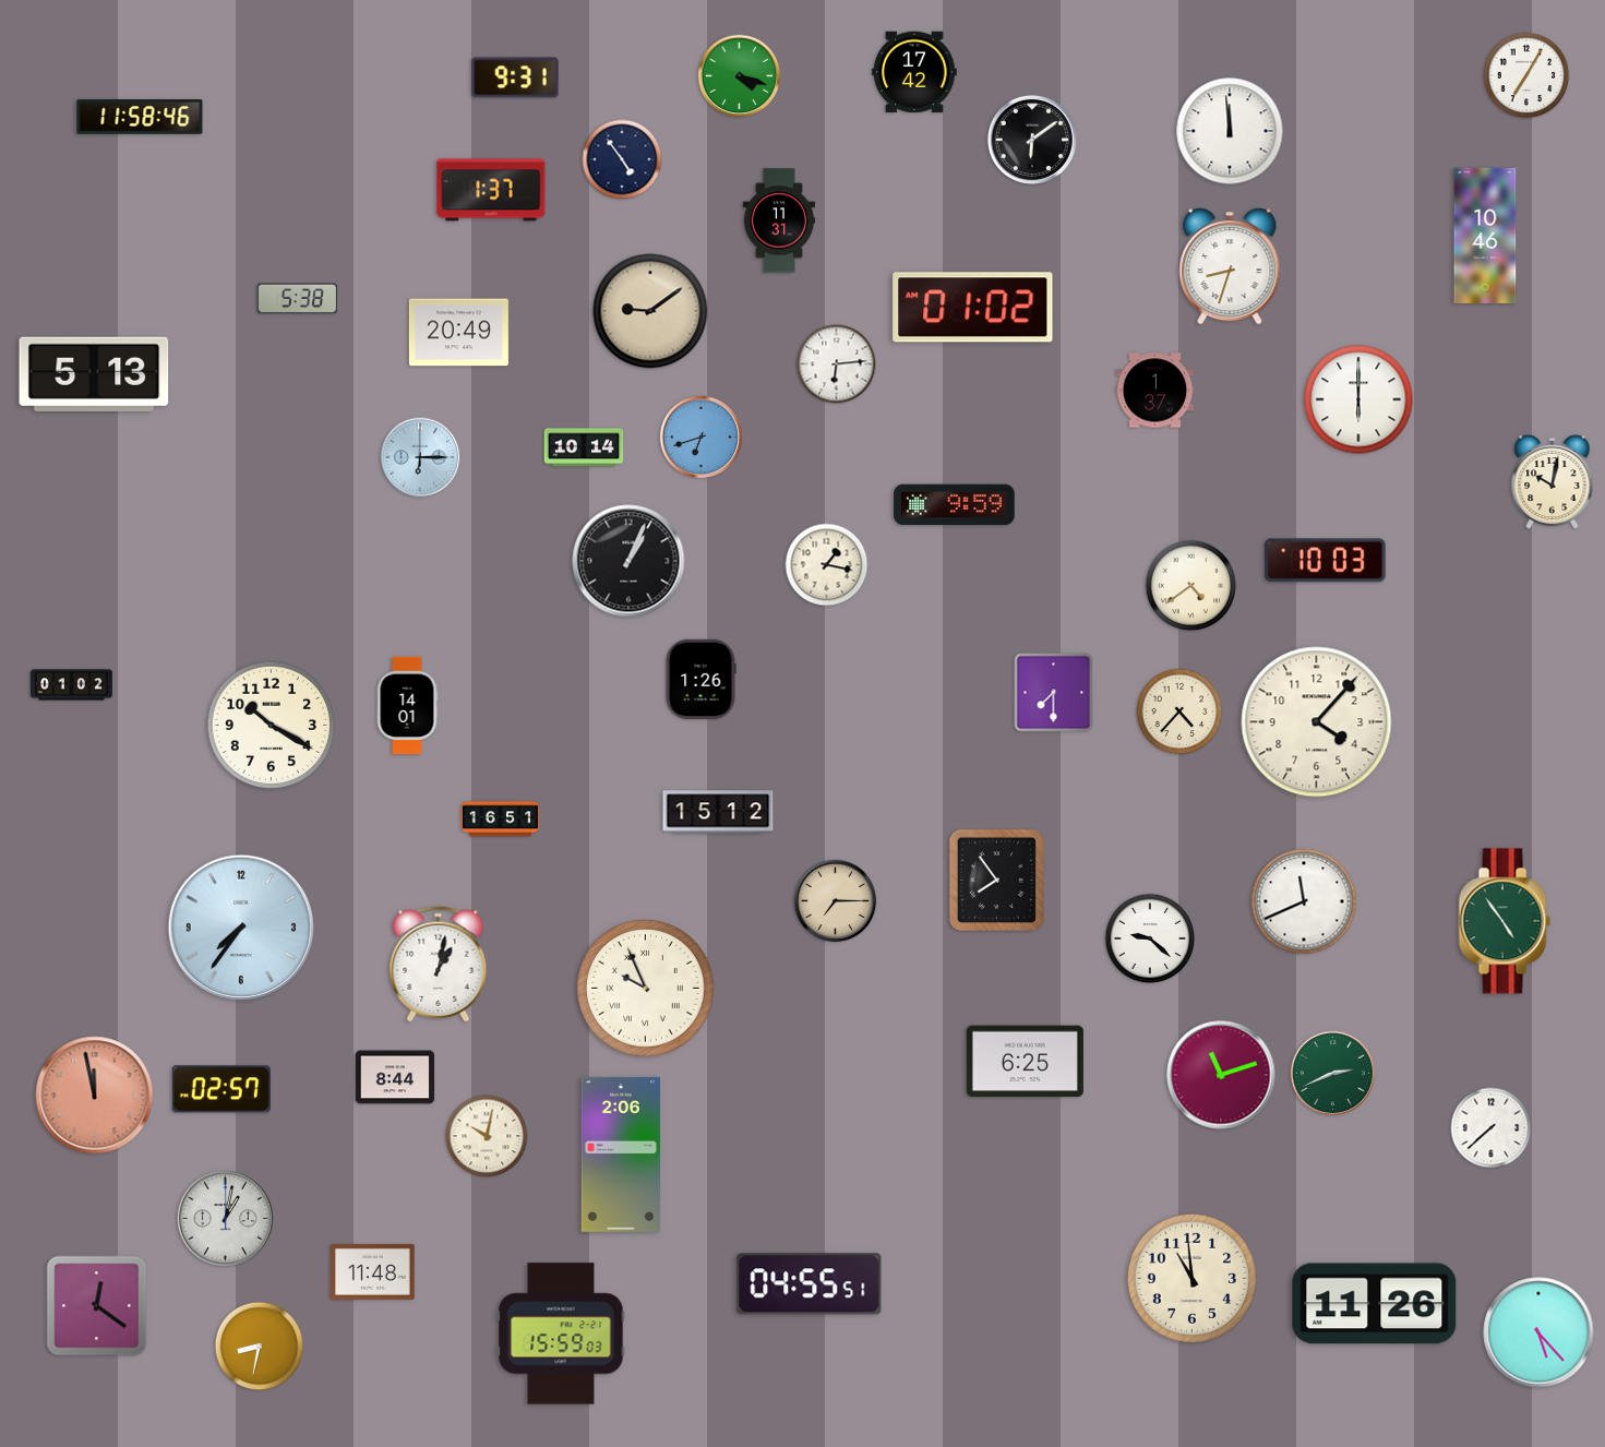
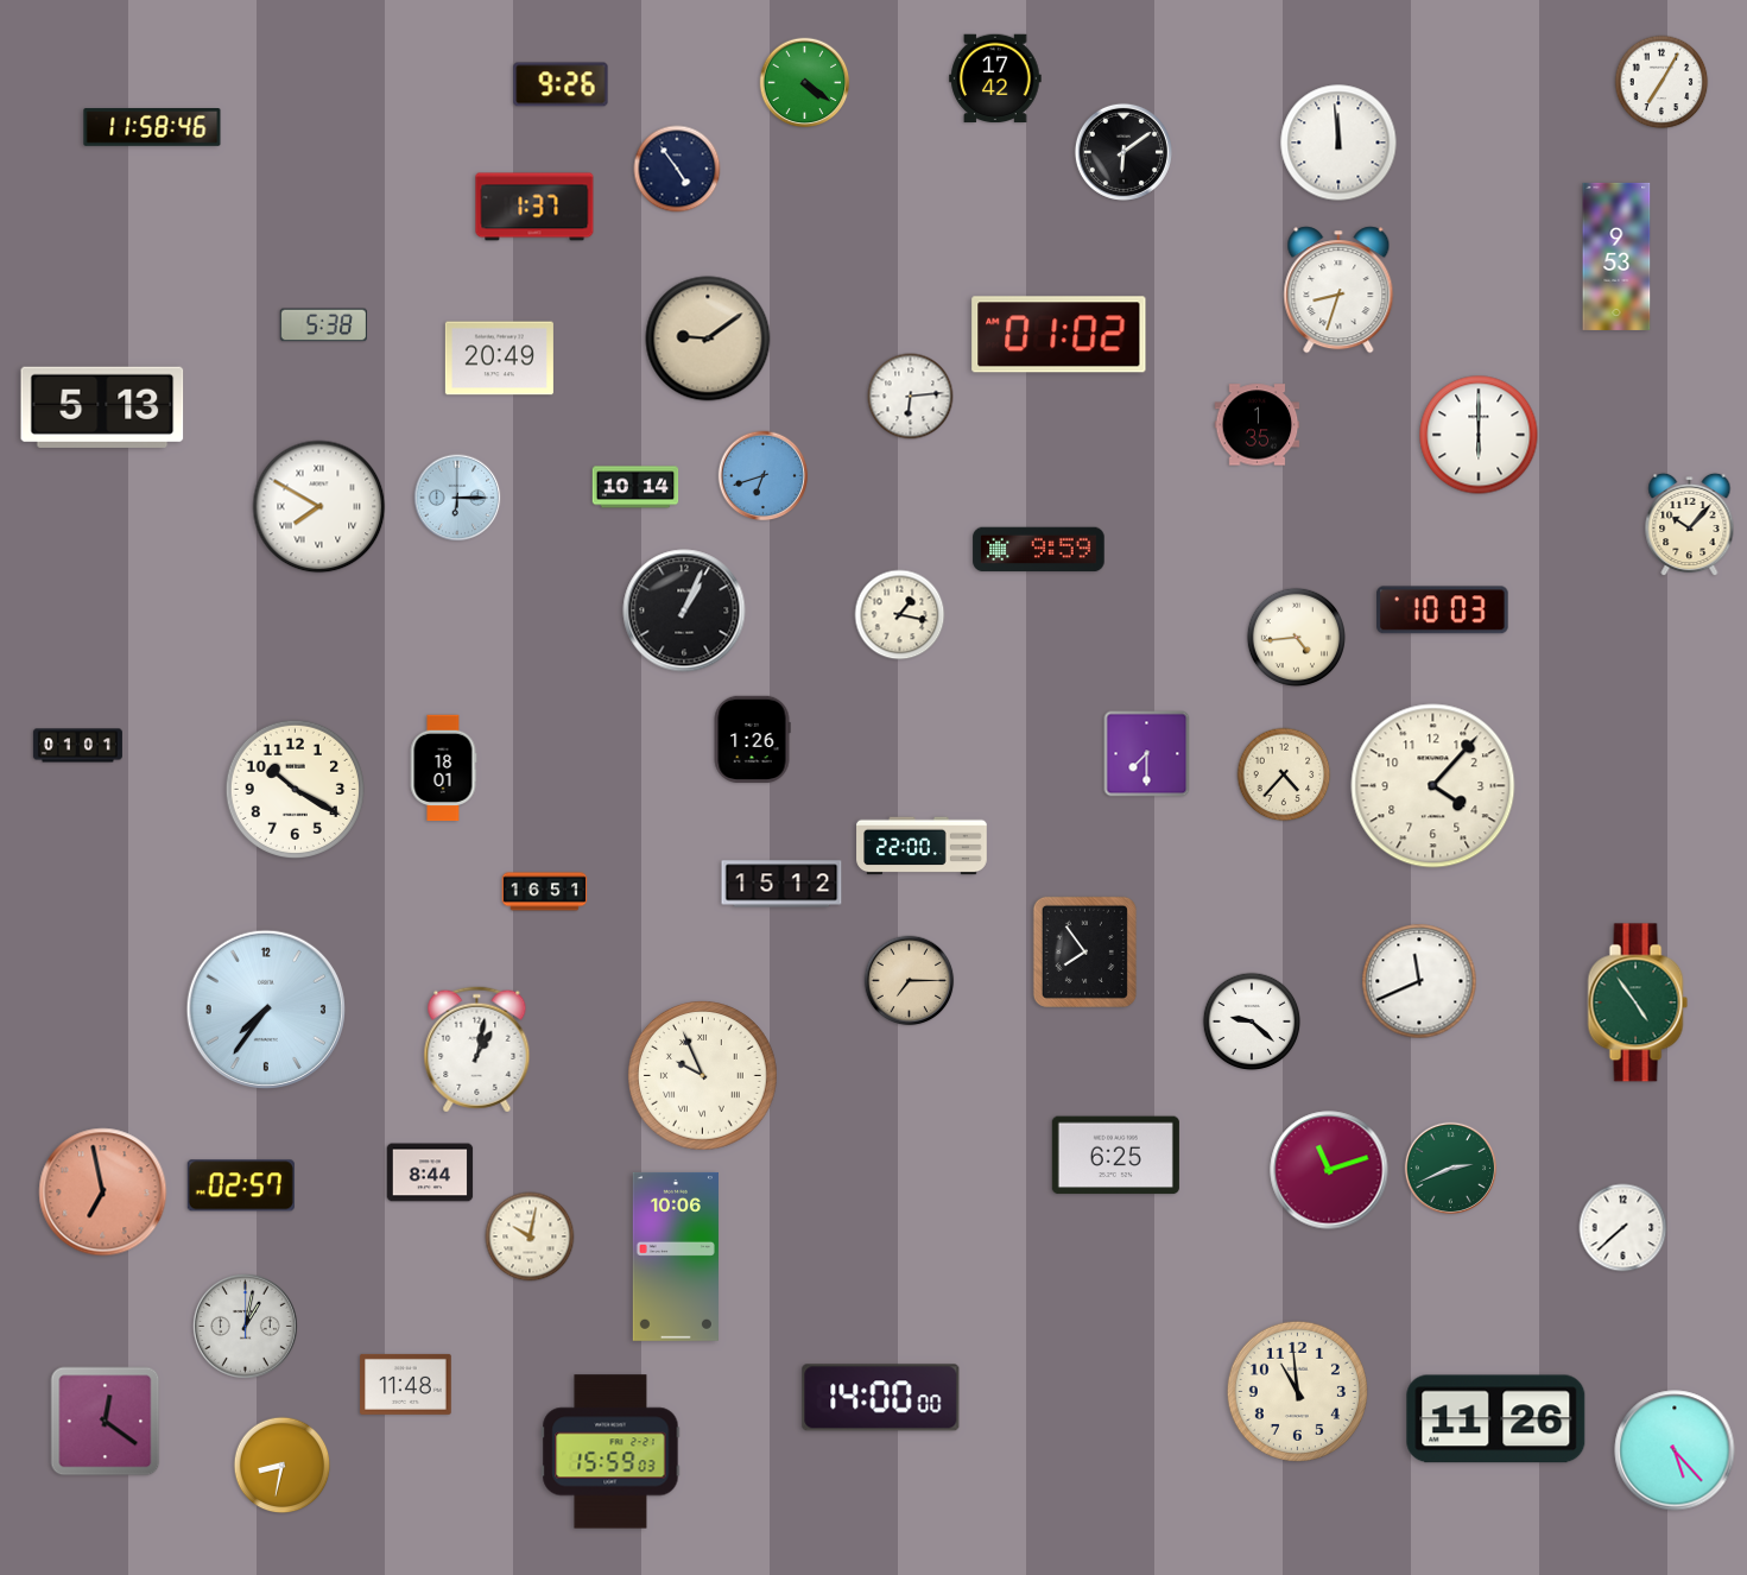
clock at (740, 76): 4:18 -> 4:21
clock at (515, 77): 9:31 -> 9:26
clock at (622, 159) position: (622, 159) -> (677, 169)
clock at (778, 220): 11:31 -> none
clock at (1485, 236): 10:46 -> 9:53
clock at (458, 333) position: (458, 333) -> (499, 359)
clock at (1155, 391): 1:37 -> 1:35
clock at (319, 507): none -> 7:50
clock at (1553, 482): 10:02 -> 10:07
clock at (1191, 586): 4:39 -> 4:44
clock at (700, 679) position: (700, 679) -> (752, 739)
clock at (71, 685): 01:02 -> 01:01
clock at (407, 706): 14:01 -> 18:01
clock at (922, 846): none -> 22:00
clock at (996, 880) position: (996, 880) -> (1084, 951)
clock at (241, 928) position: (241, 928) -> (266, 1010)
clock at (95, 1096): 11:58 -> 6:58
clock at (621, 1155): 2:06 -> 10:06
clock at (810, 1284): 04:55 -> 14:00
